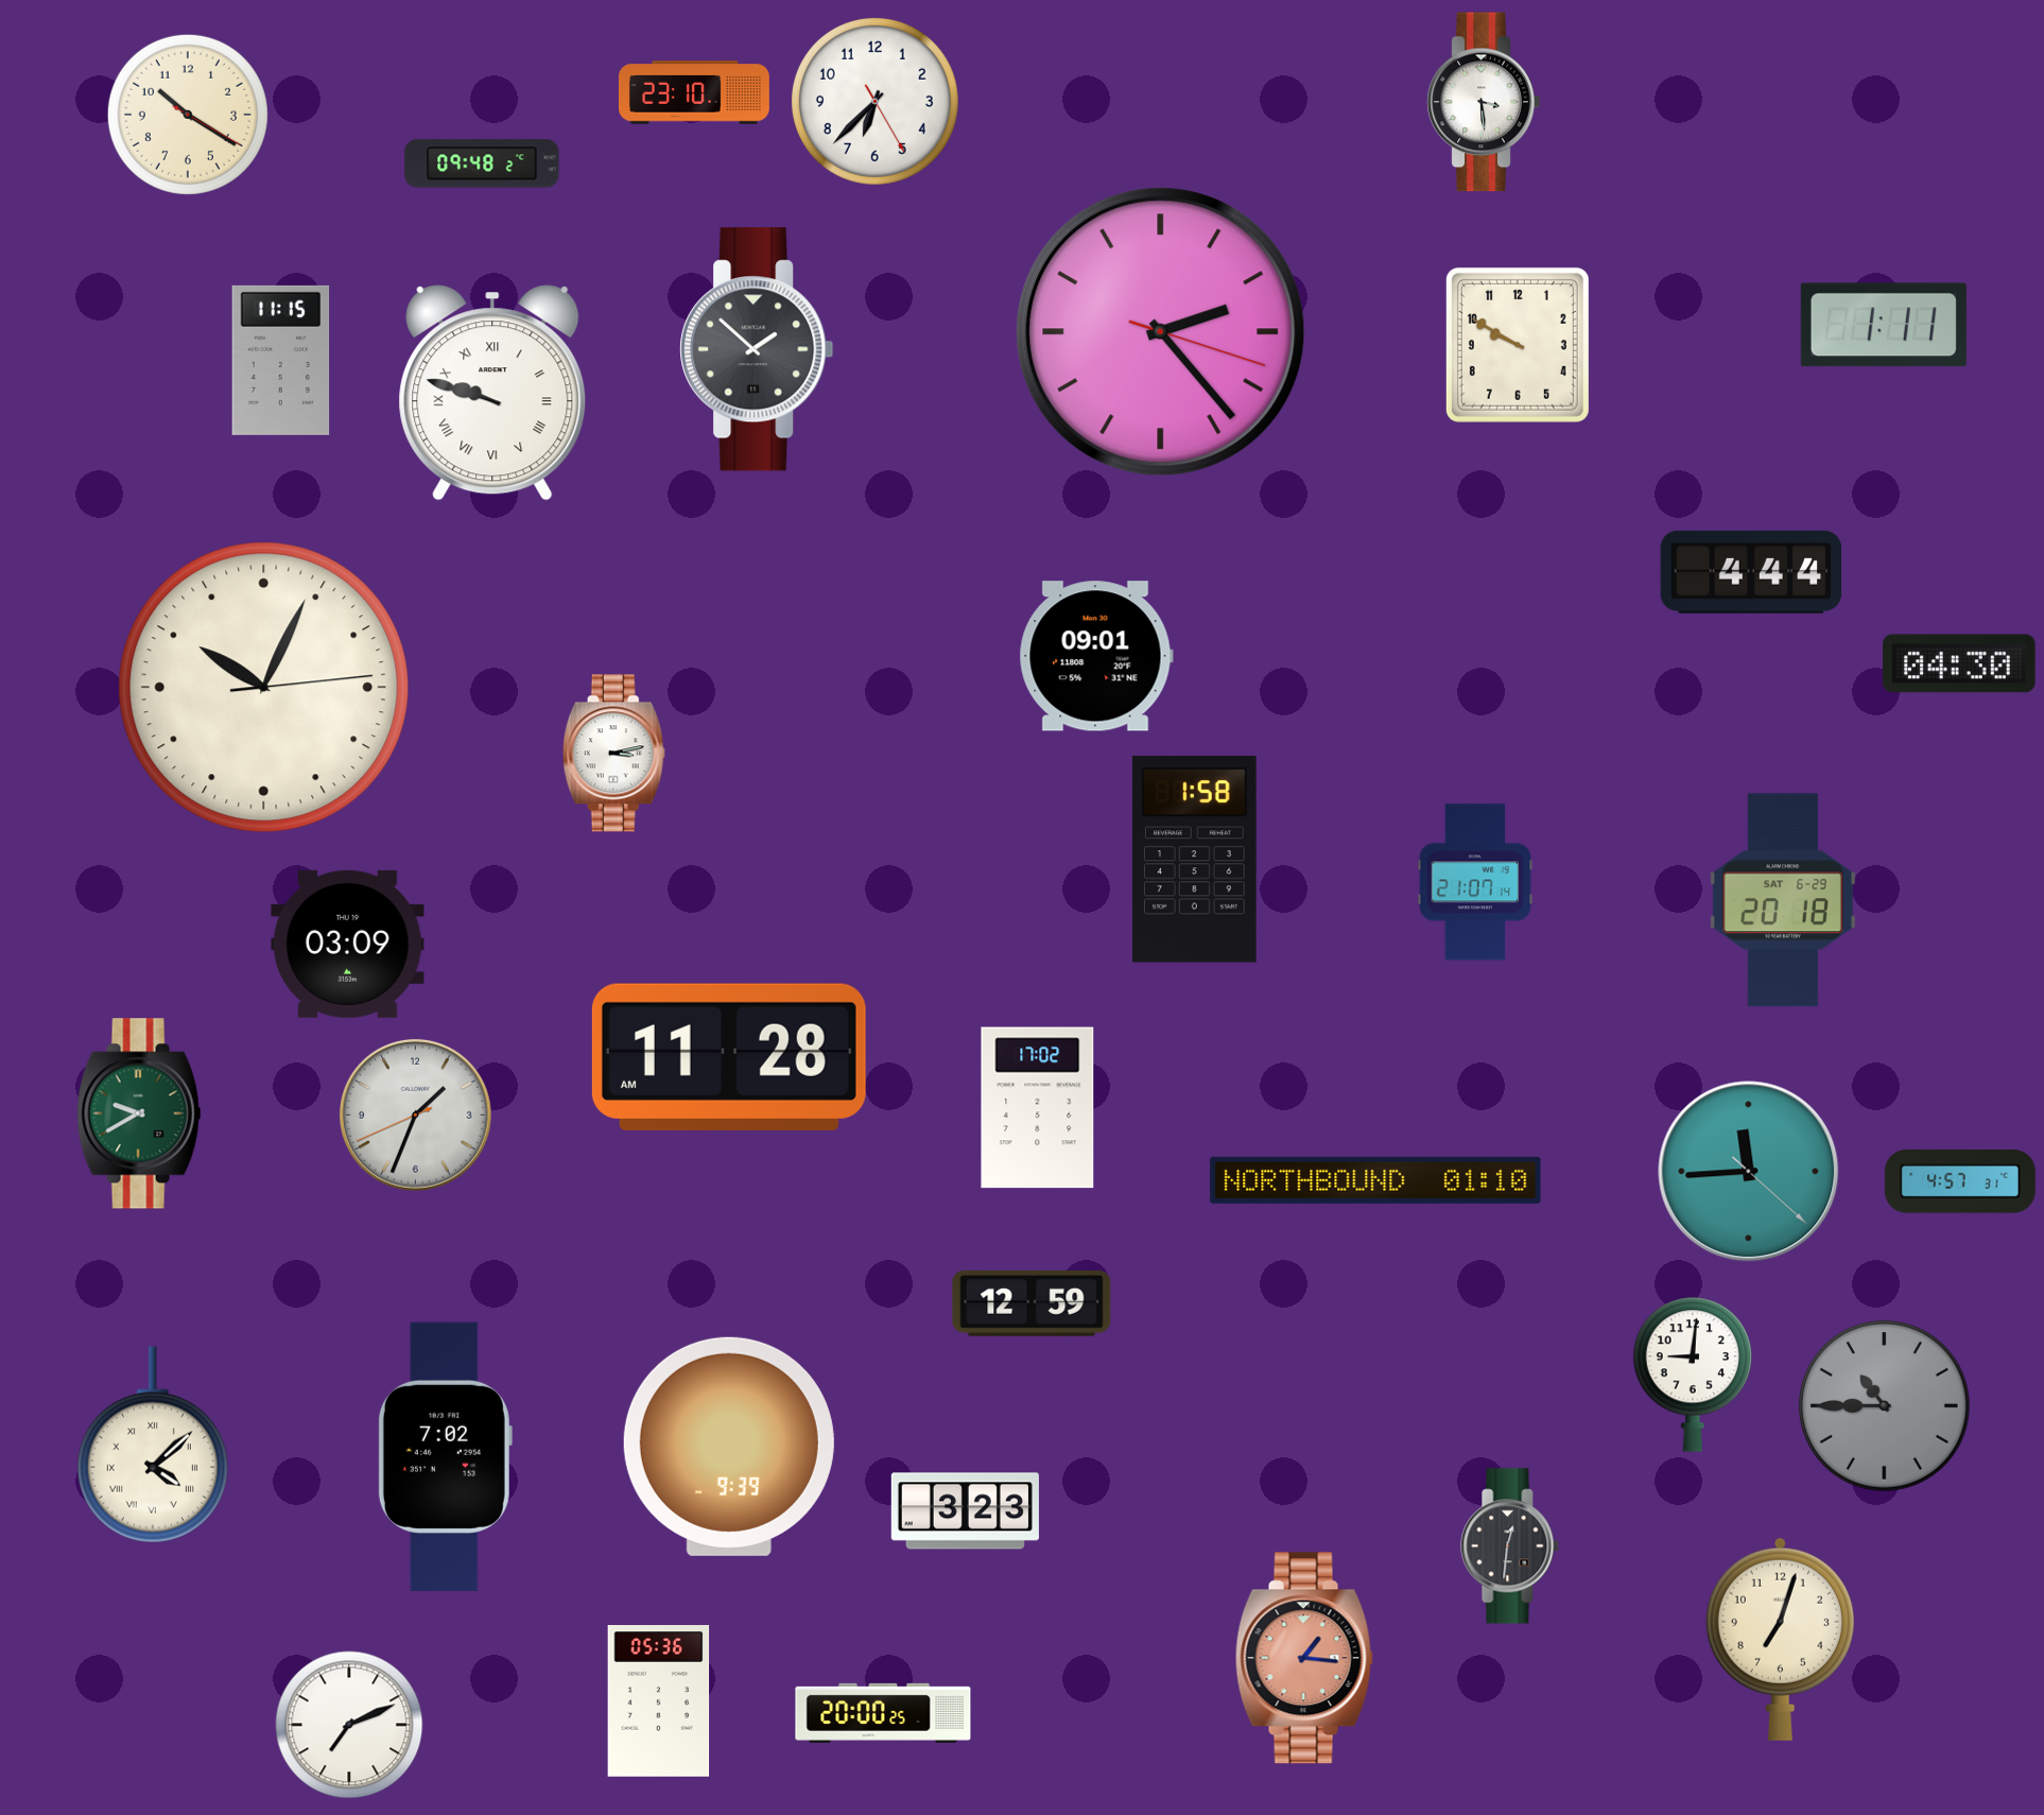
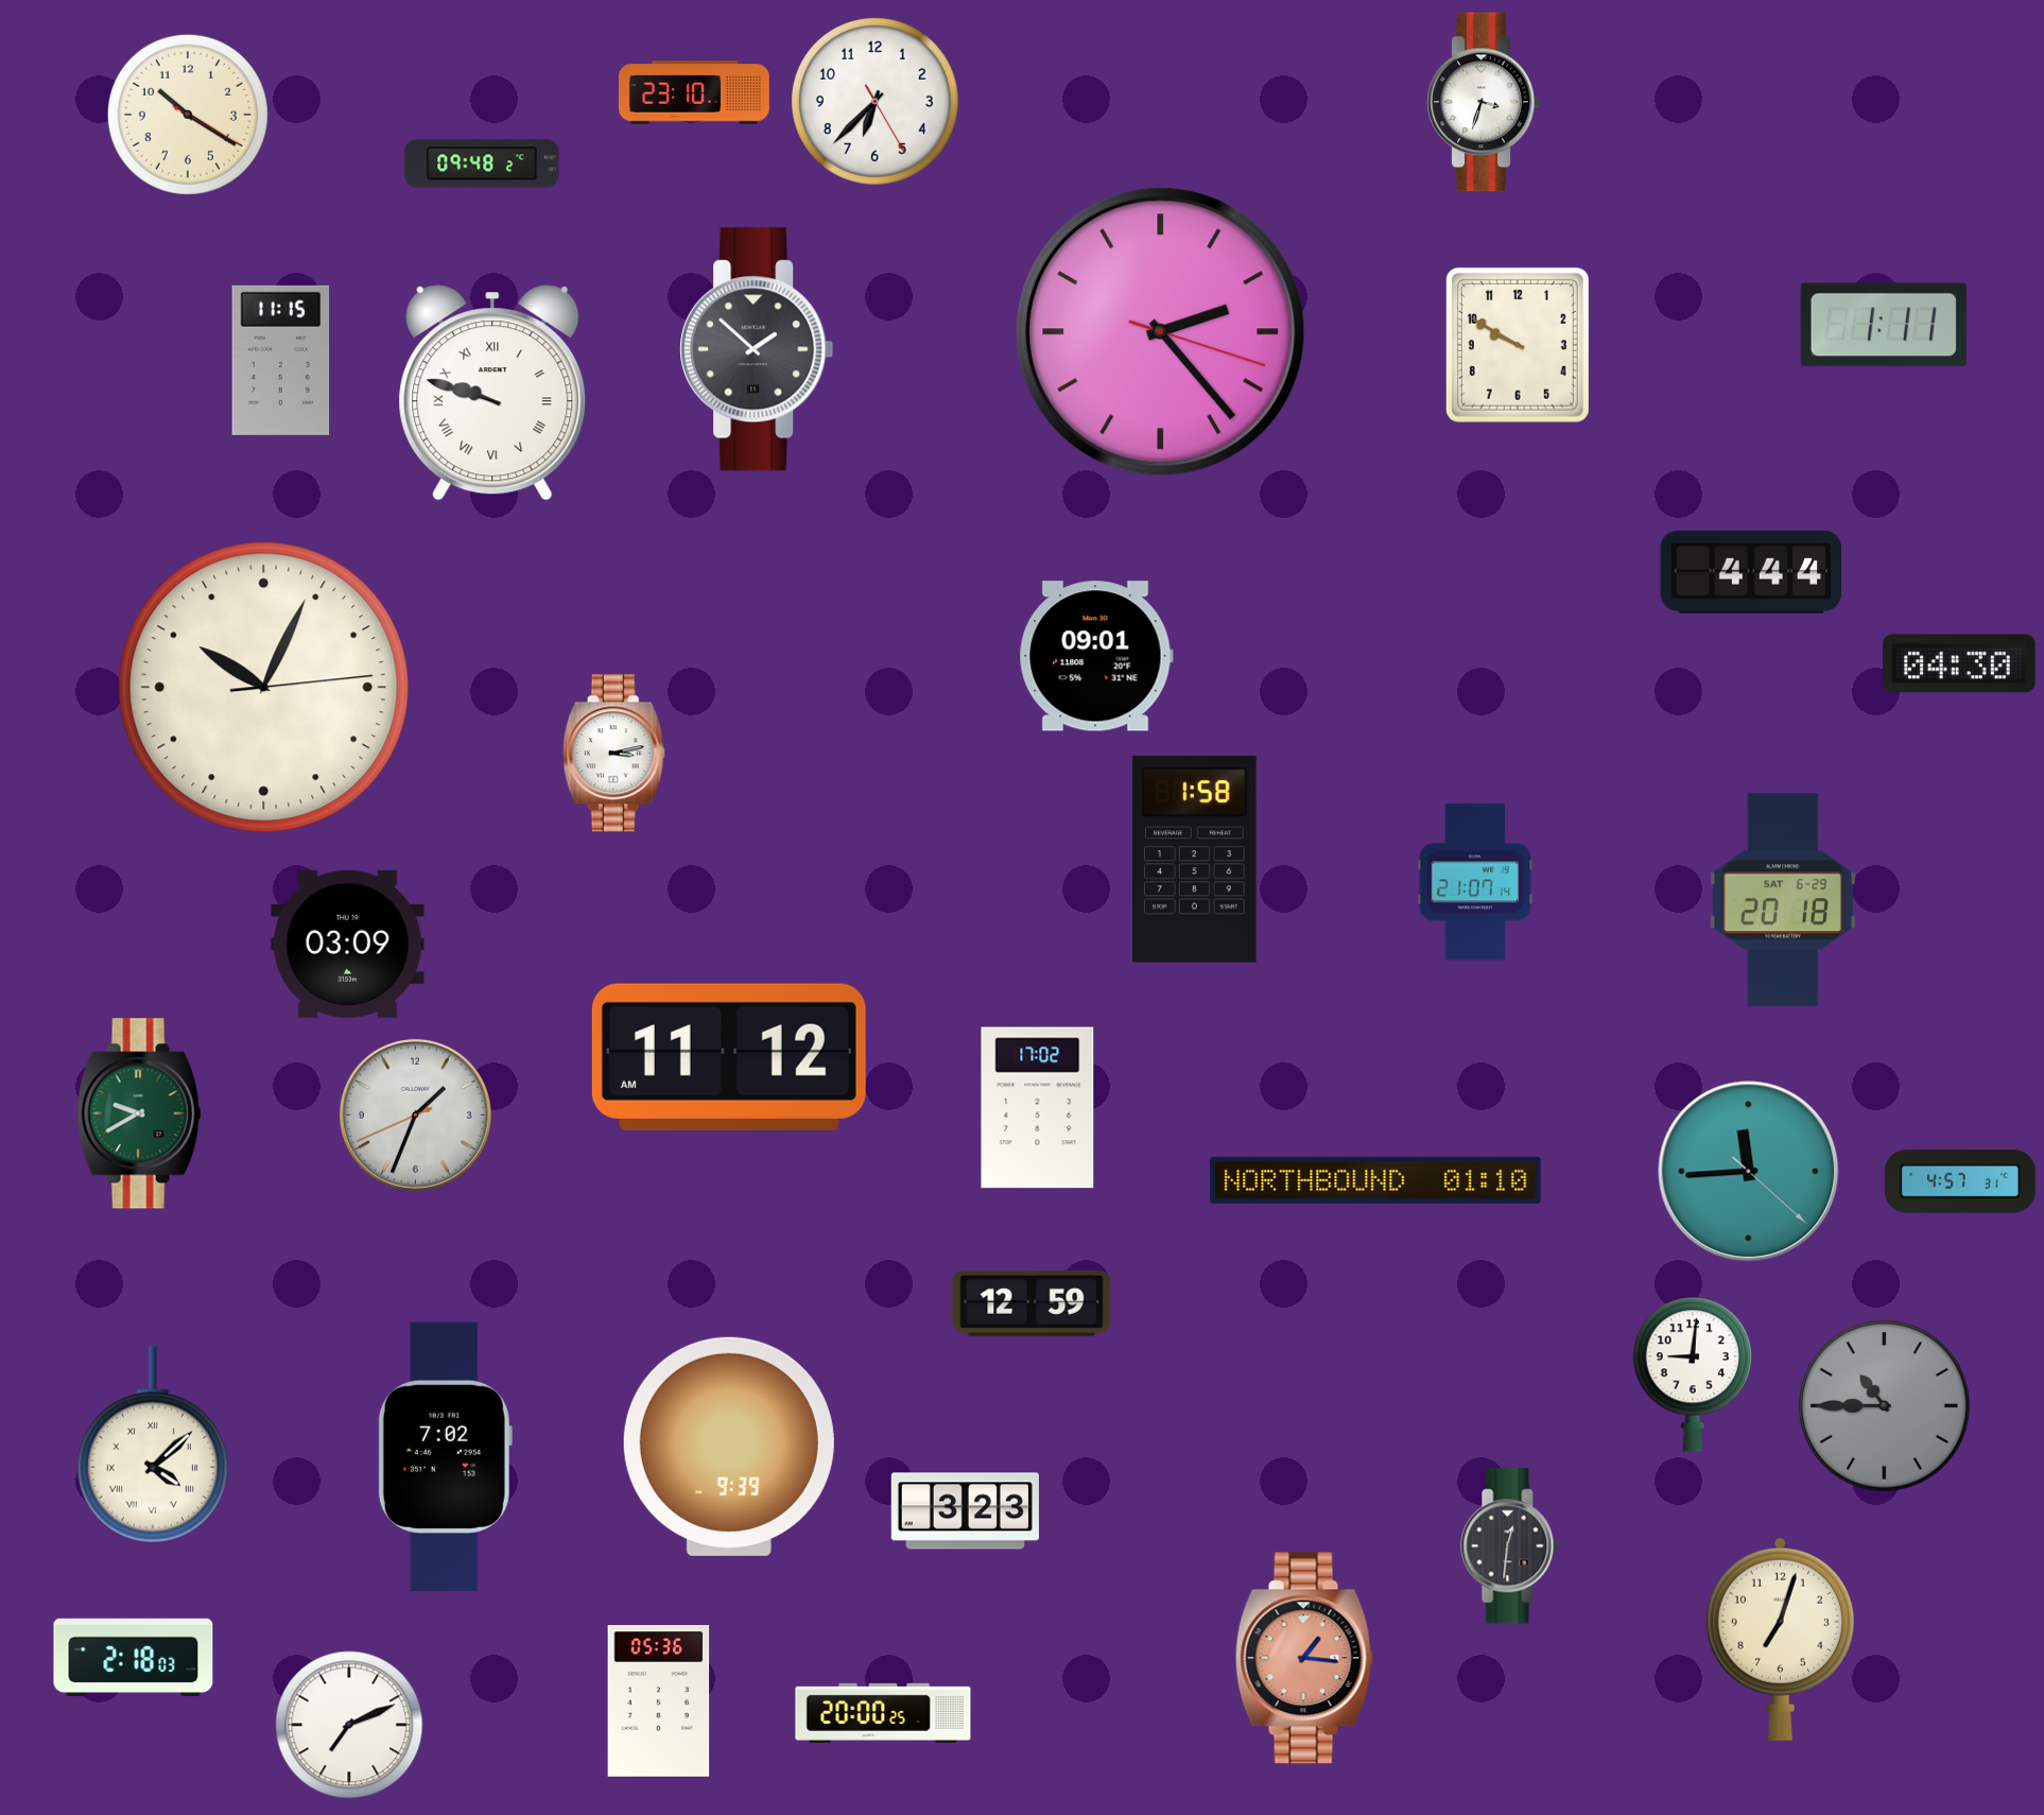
clock at (1484, 102): 3:29 -> 3:33
clock at (729, 1057): 11:28 -> 11:12
clock at (134, 1657): none -> 2:18
